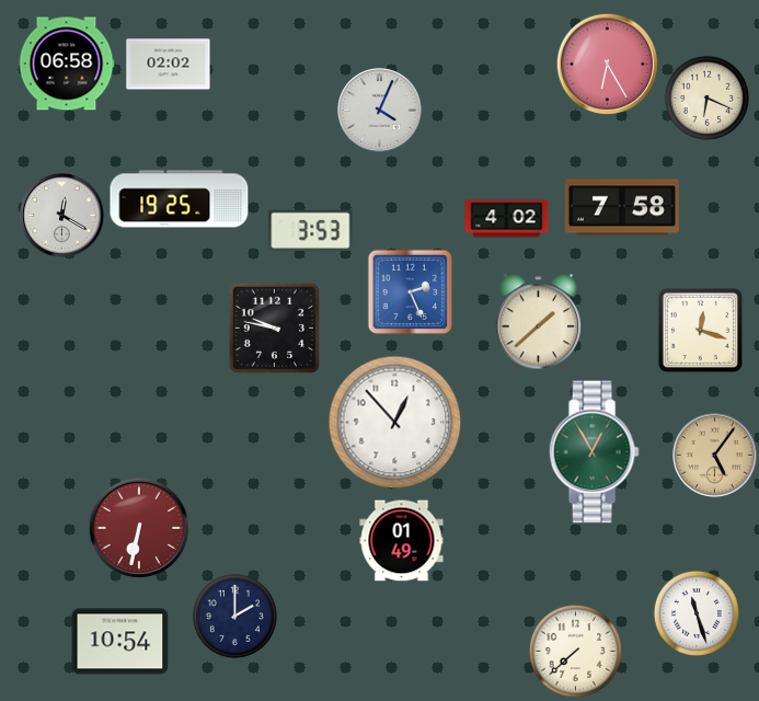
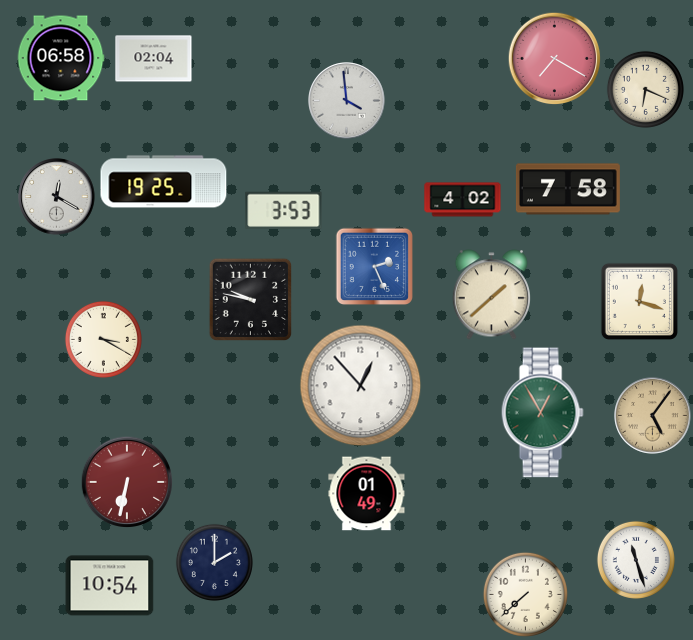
clock at (607, 64): 6:25 -> 7:20
clock at (169, 65): 02:02 -> 02:04
clock at (380, 111): 4:04 -> 3:59
clock at (103, 339): none -> 3:20
